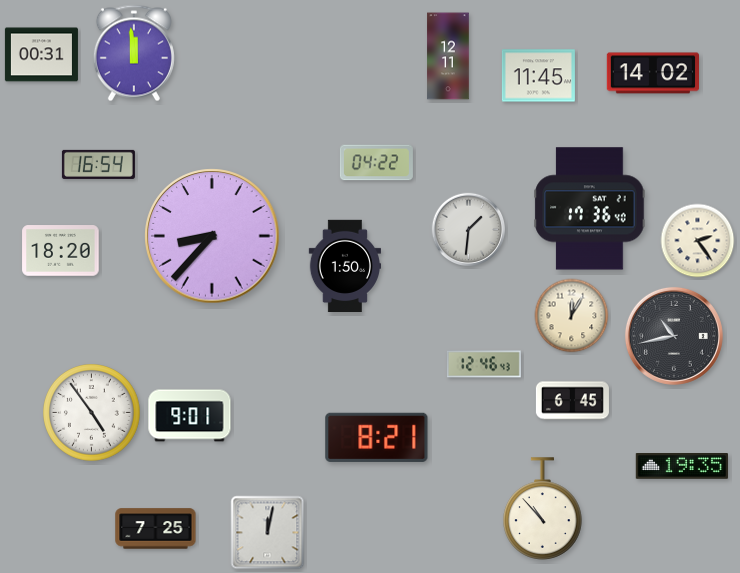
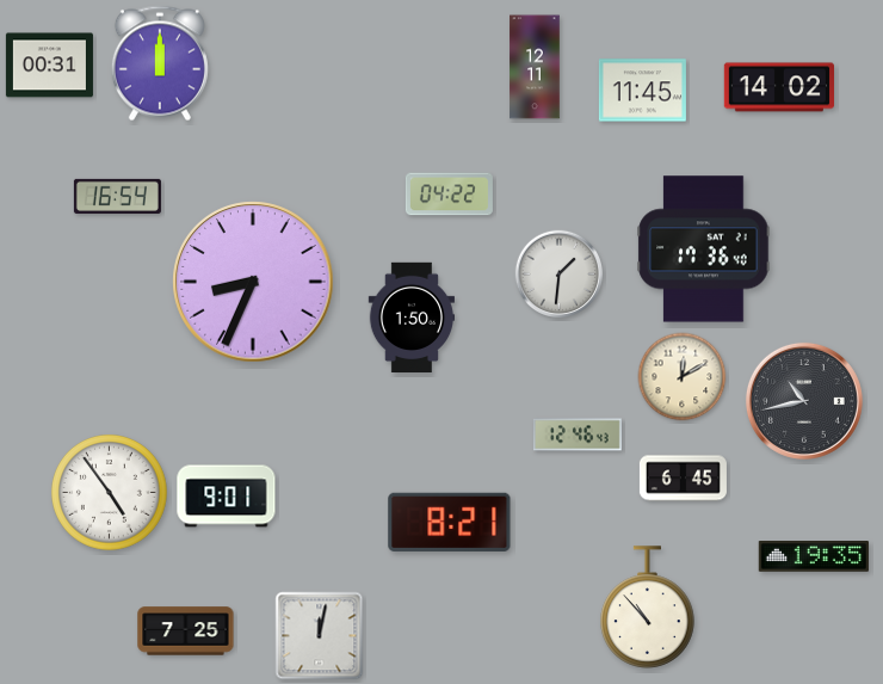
clock at (134, 53): 11:59 -> 12:00
clock at (212, 236): 8:37 -> 8:34
clock at (698, 241): 2:24 -> none
clock at (61, 251): 18:20 -> none
clock at (572, 316): 12:05 -> 12:10
